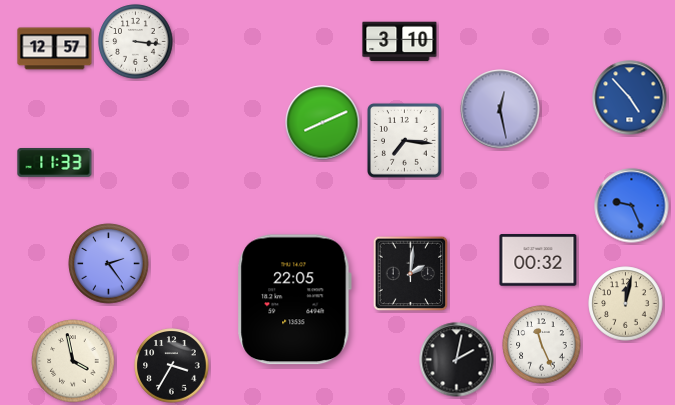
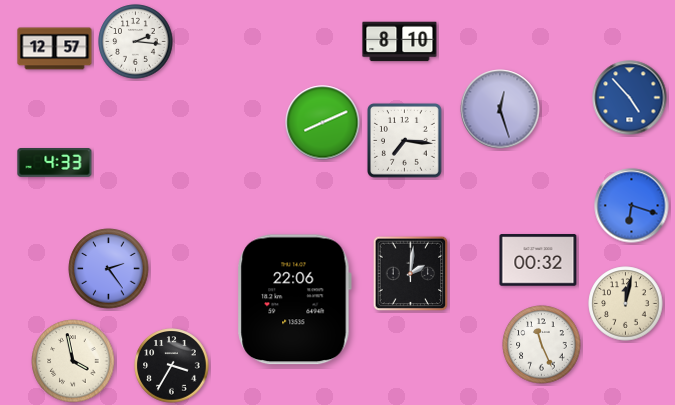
clock at (136, 42): 3:16 -> 2:16
clock at (400, 42): 3:10 -> 8:10
clock at (500, 109): 12:28 -> 12:27
clock at (55, 163): 11:33 -> 4:33
clock at (632, 206): 9:26 -> 6:18
clock at (109, 264) position: (109, 264) -> (109, 269)
clock at (294, 300): 22:05 -> 22:06
clock at (457, 360): 2:02 -> none
